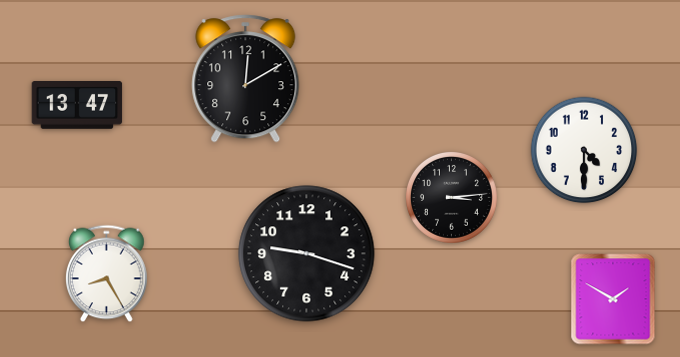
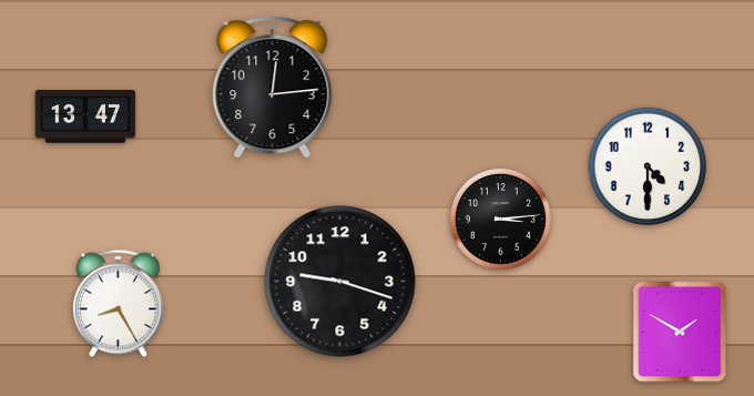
clock at (246, 79): 12:10 -> 12:14
